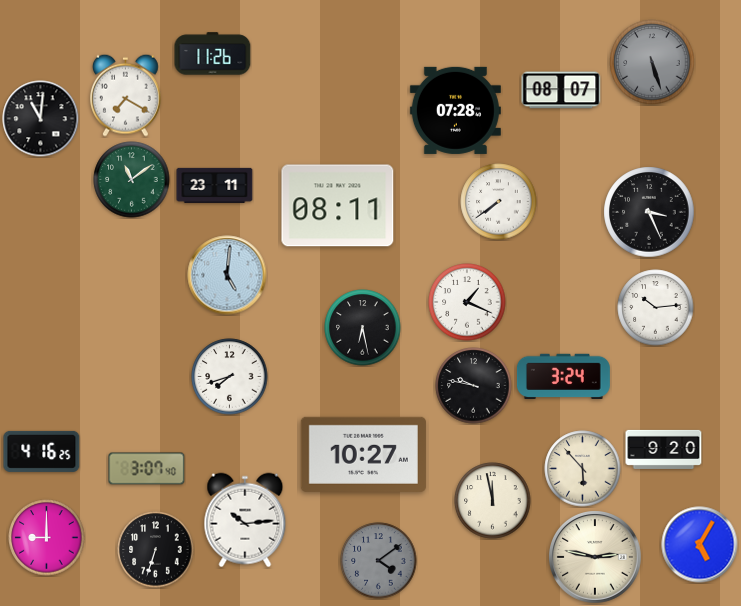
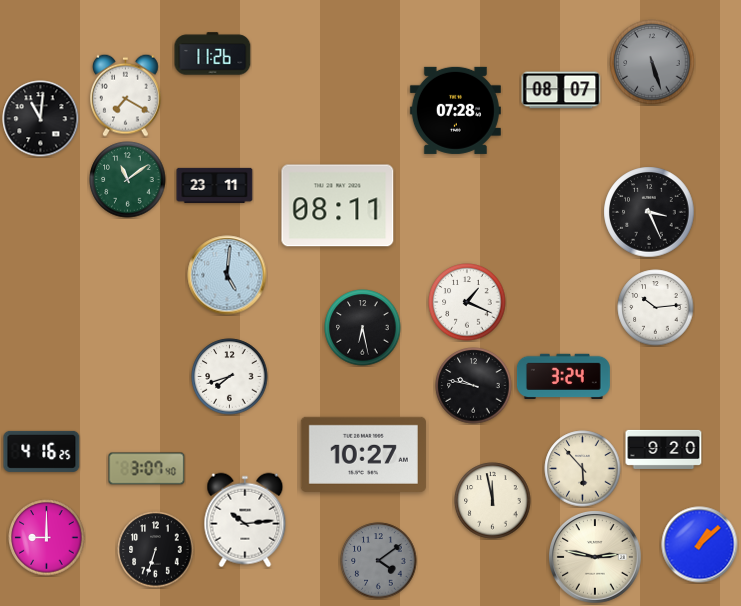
clock at (132, 180) position: (132, 180) -> (128, 180)
clock at (499, 202): 7:39 -> none
clock at (700, 545): 5:05 -> 1:08
